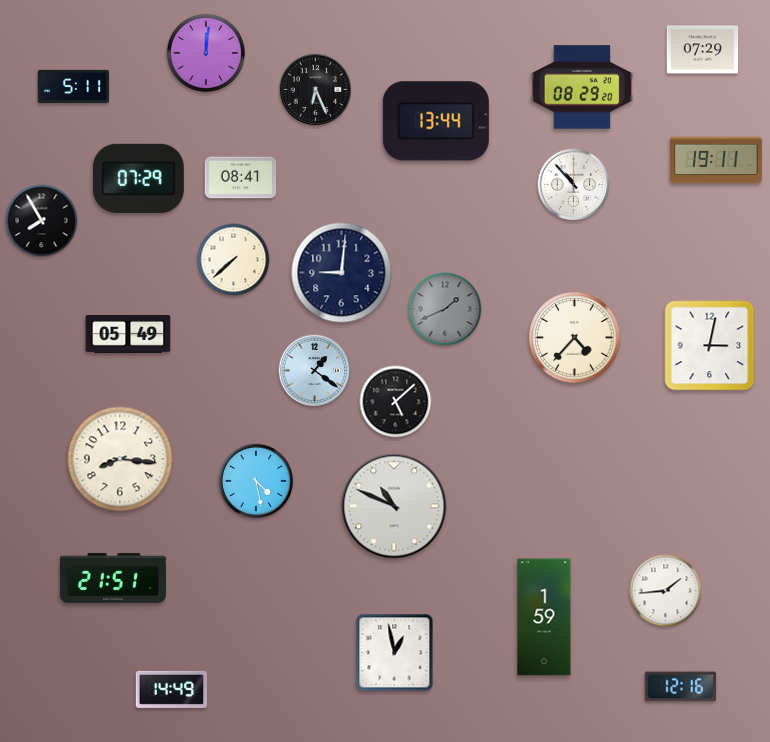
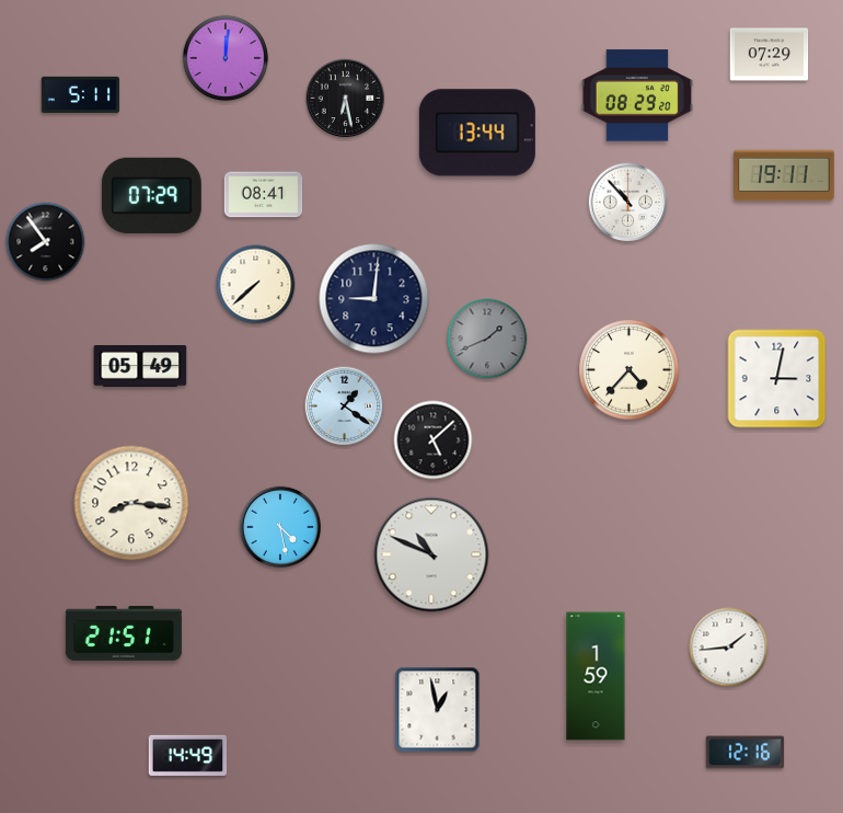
clock at (316, 90): 6:26 -> 6:28
clock at (42, 221): 7:55 -> 7:54
clock at (395, 653) position: (395, 653) -> (438, 710)
